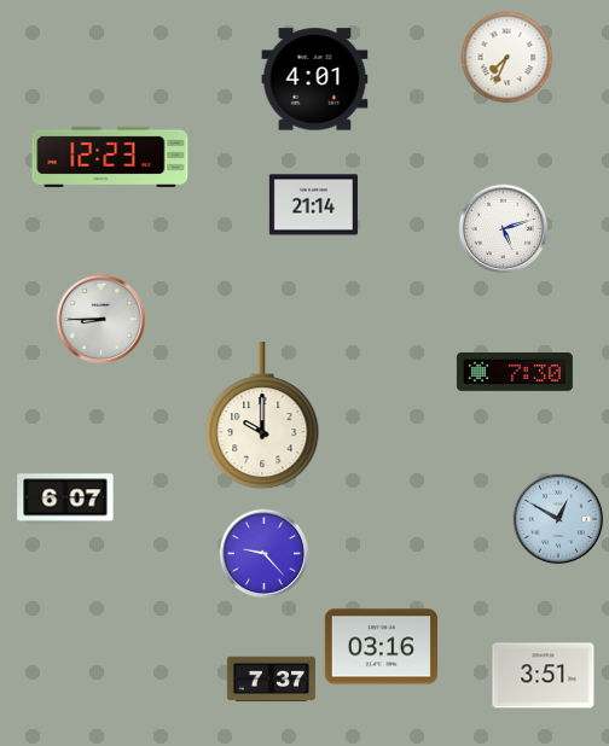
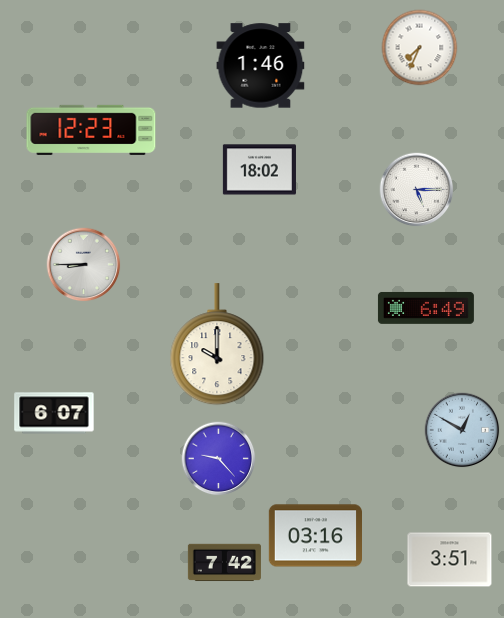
clock at (315, 80): 4:01 -> 1:46
clock at (313, 205): 21:14 -> 18:02
clock at (504, 229): 5:12 -> 5:15
clock at (515, 372): 7:30 -> 6:49
clock at (271, 680): 7:37 -> 7:42
